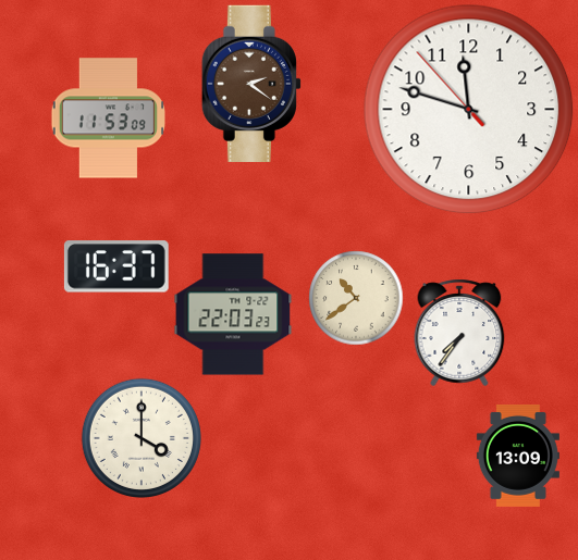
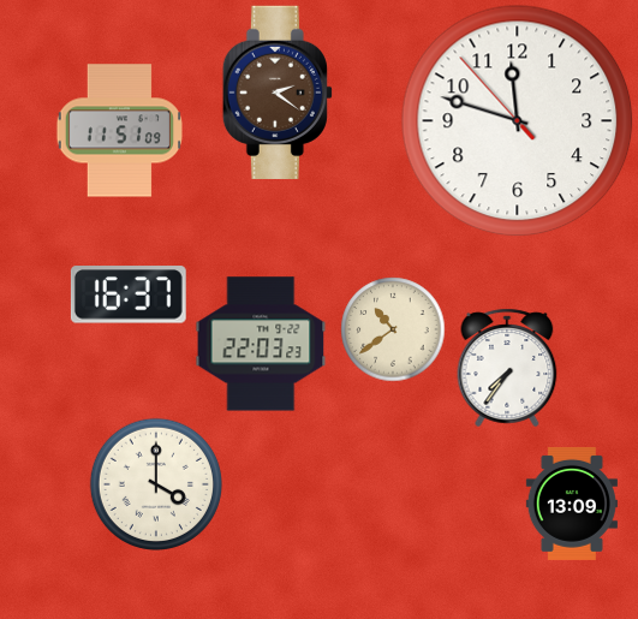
clock at (108, 119): 11:53 -> 11:51
clock at (233, 314) position: (233, 314) -> (261, 344)
